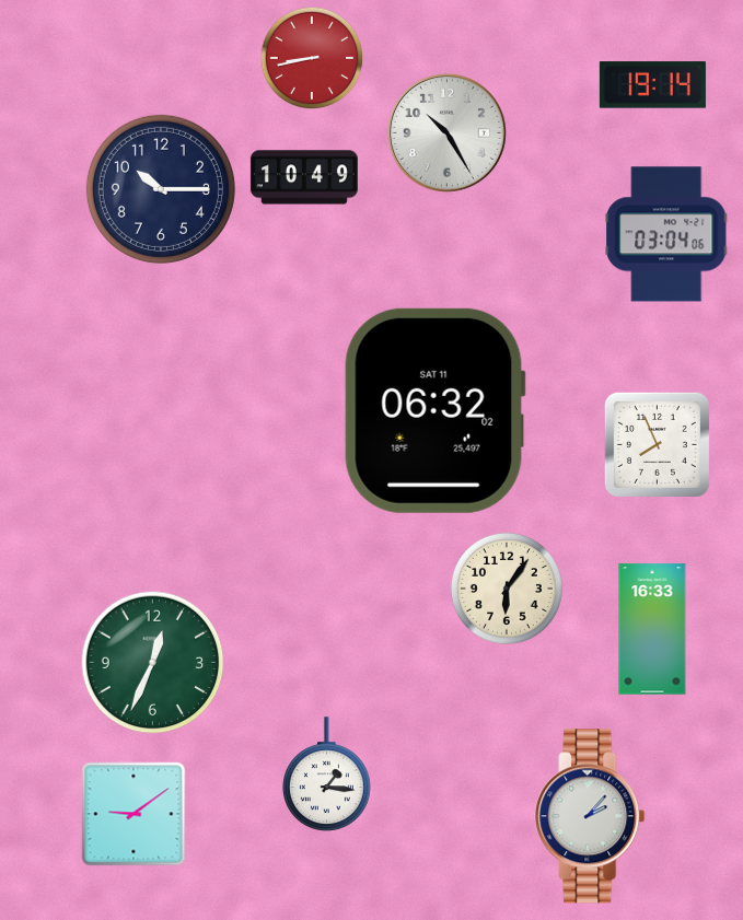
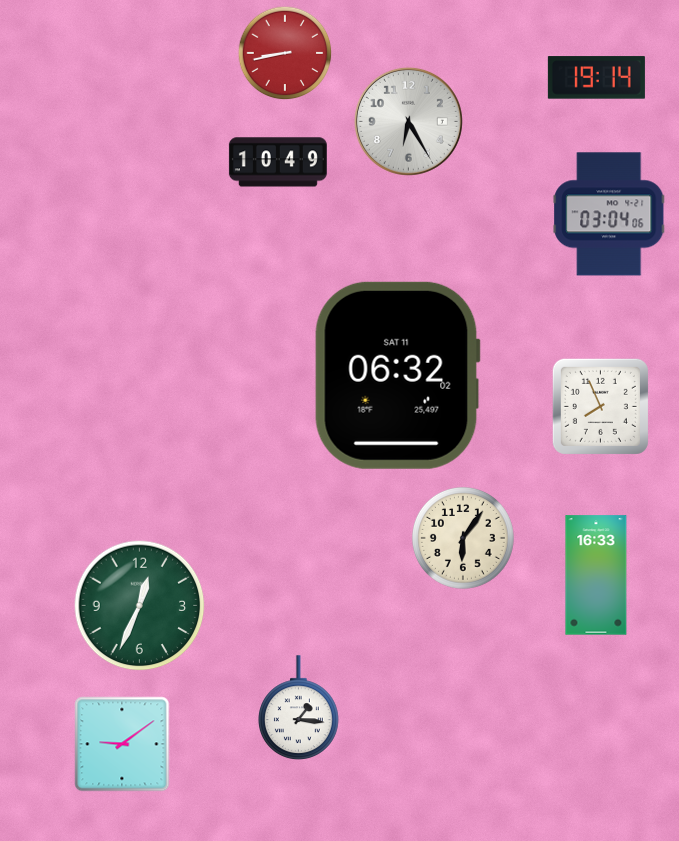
clock at (446, 132): 10:25 -> 6:25
clock at (161, 189): 10:15 -> none
clock at (590, 816): 2:07 -> none
